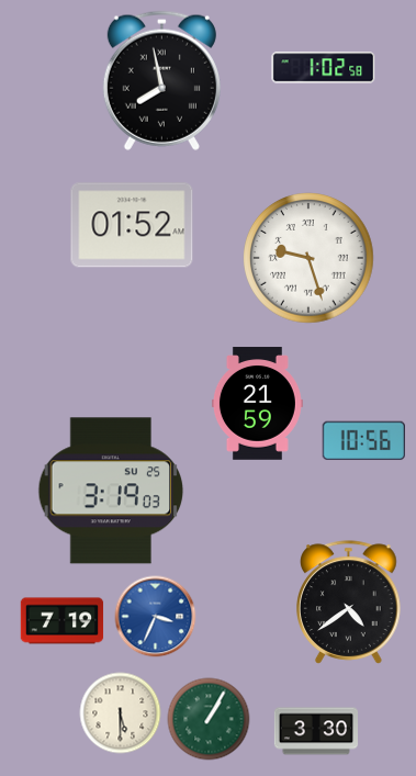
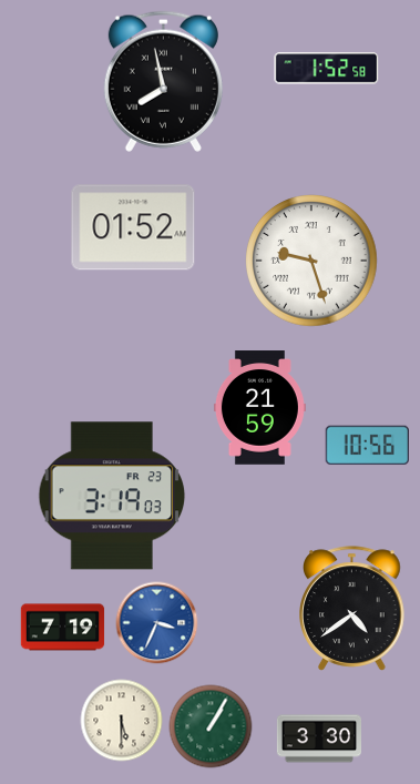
clock at (324, 68): 1:02 -> 1:52
clock at (111, 491) date: SU 25 -> FR 23
